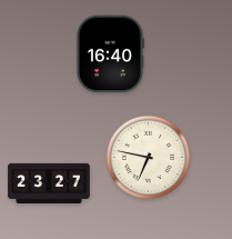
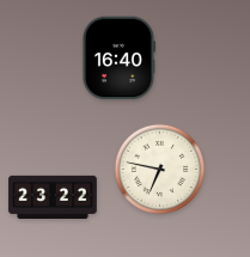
clock at (49, 183): 23:27 -> 23:22
